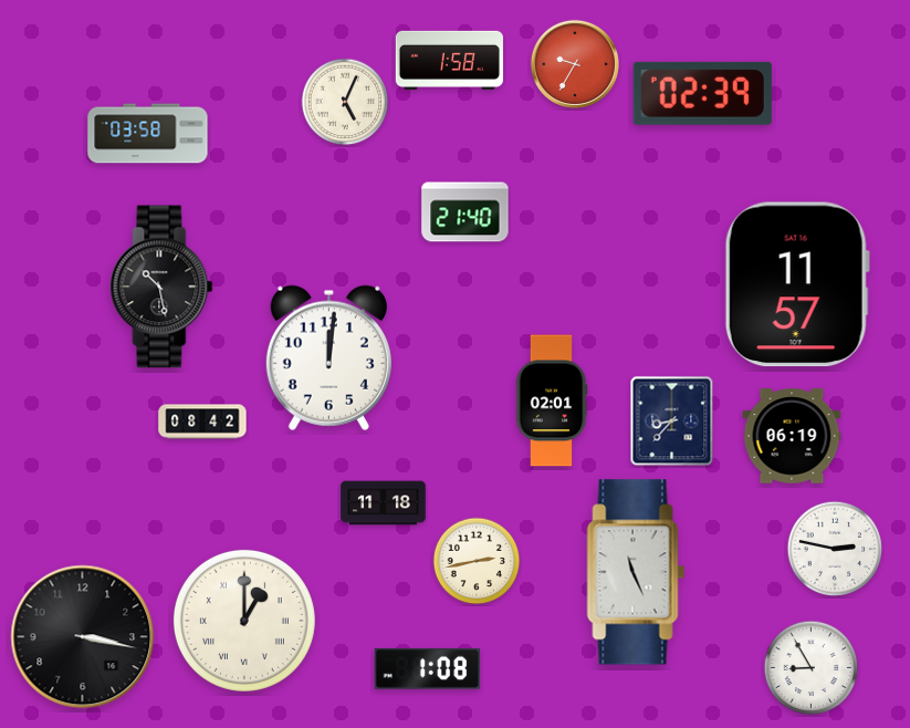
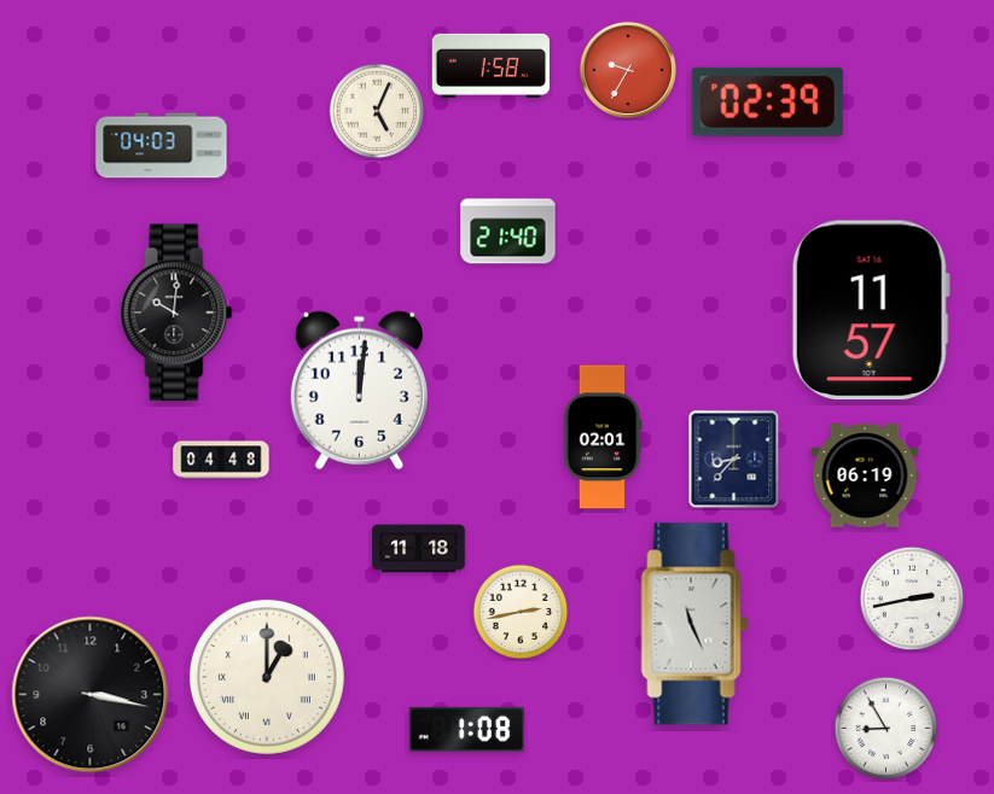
clock at (148, 134): 03:58 -> 04:03
clock at (161, 287): 10:28 -> 10:01
clock at (202, 422): 08:42 -> 04:48
clock at (835, 549): 2:47 -> 2:43
